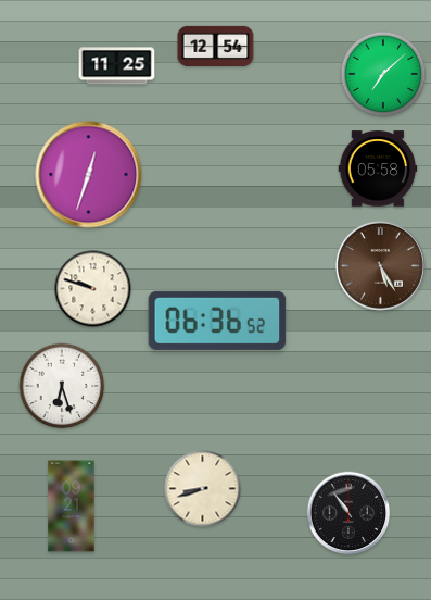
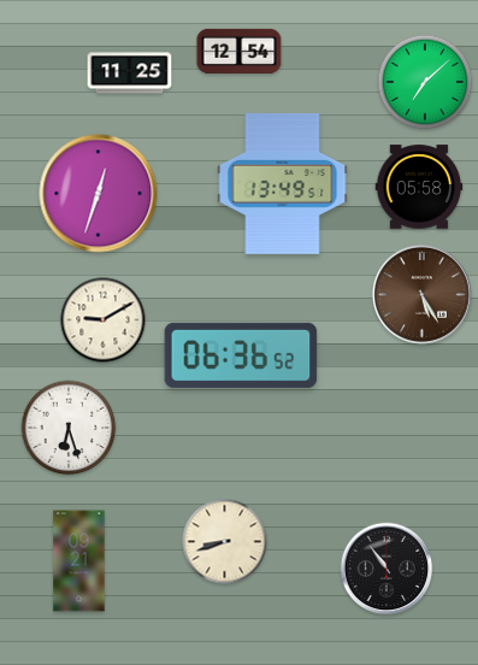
clock at (283, 183): none -> 13:49
clock at (93, 289): 9:48 -> 9:10
